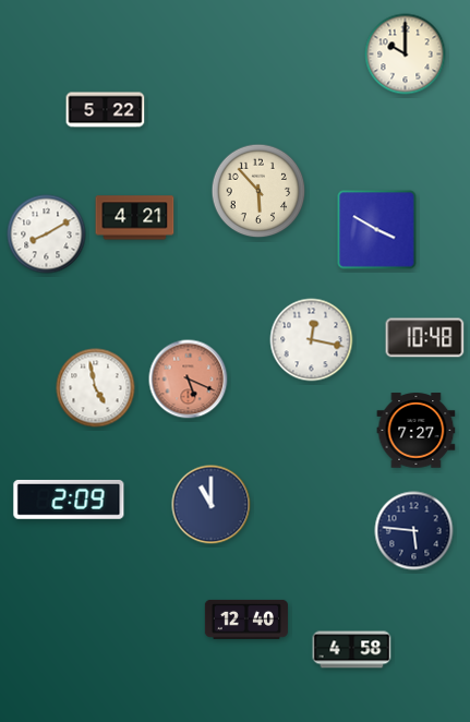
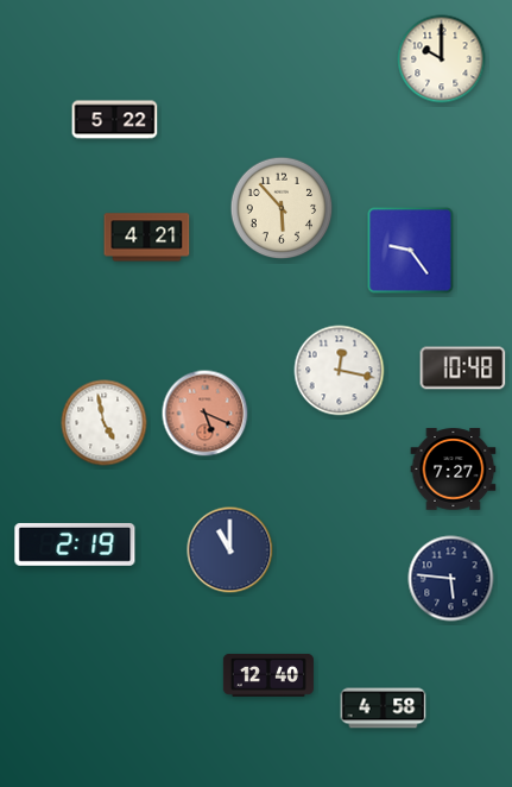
clock at (377, 230): 3:50 -> 9:24
clock at (47, 234): 8:10 -> none
clock at (69, 500): 2:09 -> 2:19
